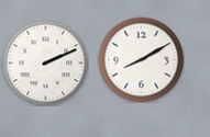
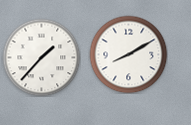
clock at (45, 62): 2:11 -> 1:37
